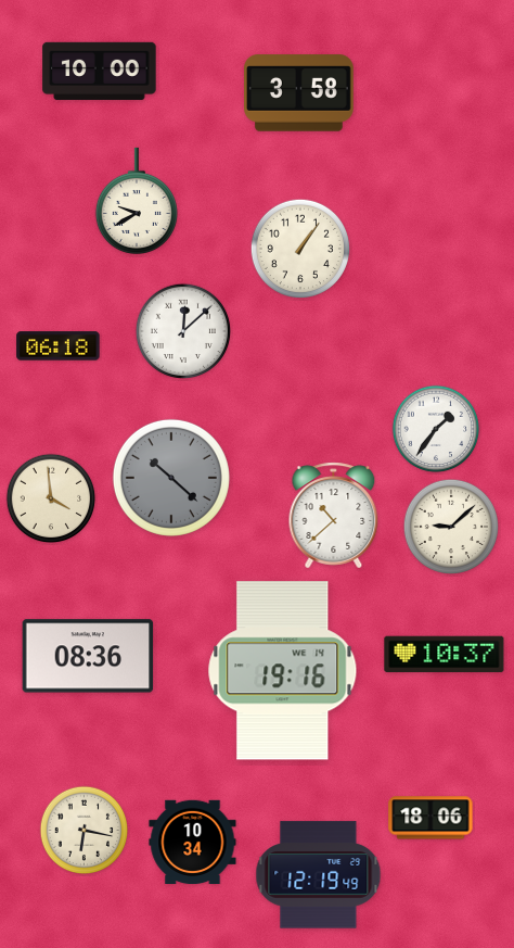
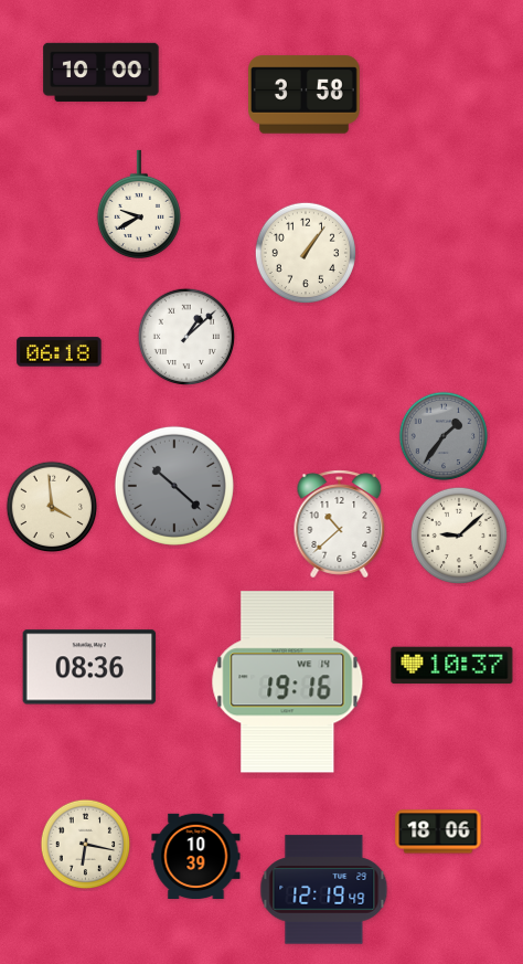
clock at (182, 330): 12:08 -> 1:08
clock at (436, 429) dial: white -> grey
clock at (193, 842): 10:34 -> 10:39
